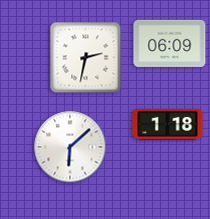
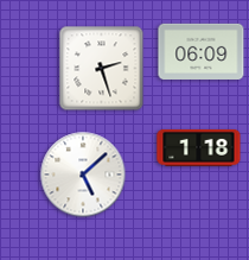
clock at (86, 58): 2:32 -> 2:27
clock at (70, 147): 6:08 -> 5:08
